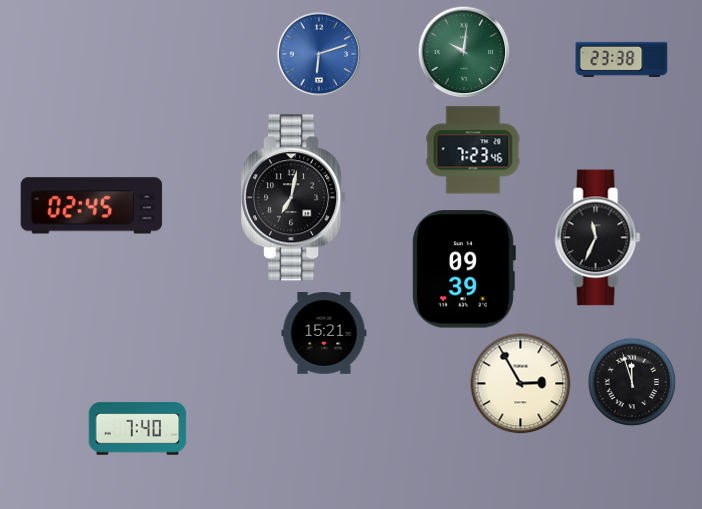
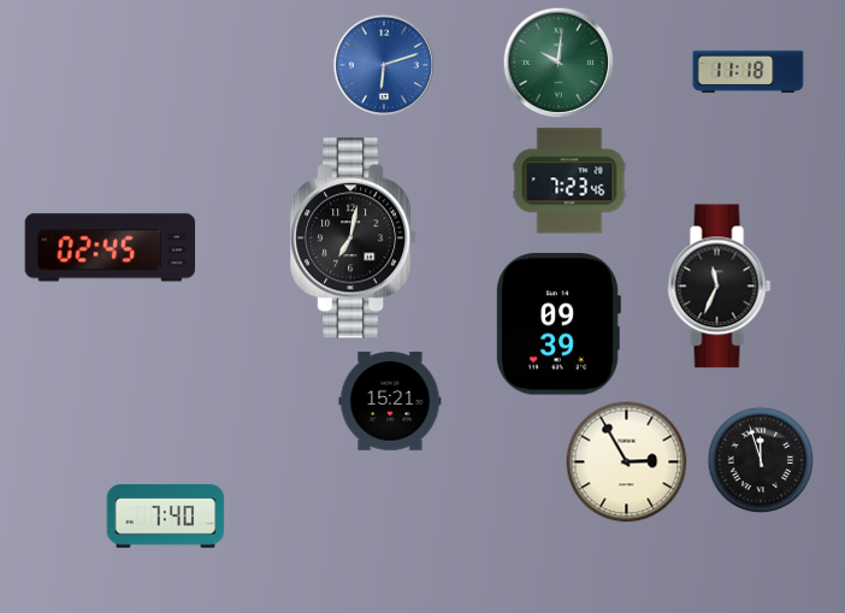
clock at (622, 59): 23:38 -> 11:18
